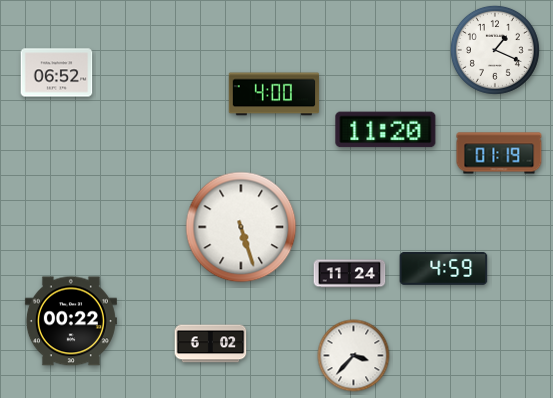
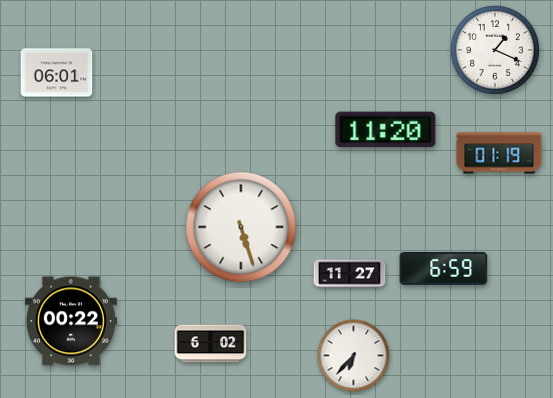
clock at (57, 73): 06:52 -> 06:01
clock at (274, 94): 4:00 -> none
clock at (444, 268): 4:59 -> 6:59
clock at (350, 274): 11:24 -> 11:27
clock at (354, 356): 3:37 -> 6:37
